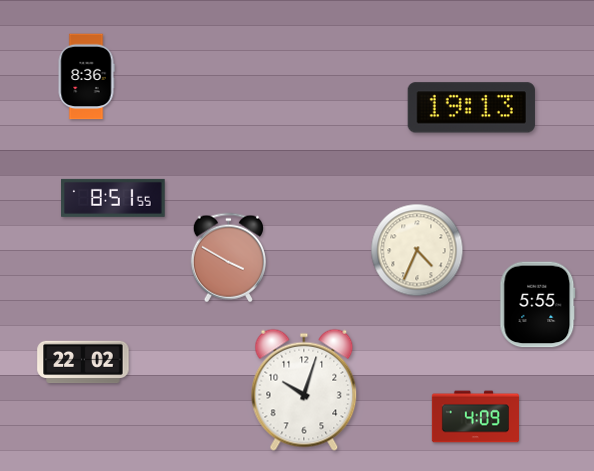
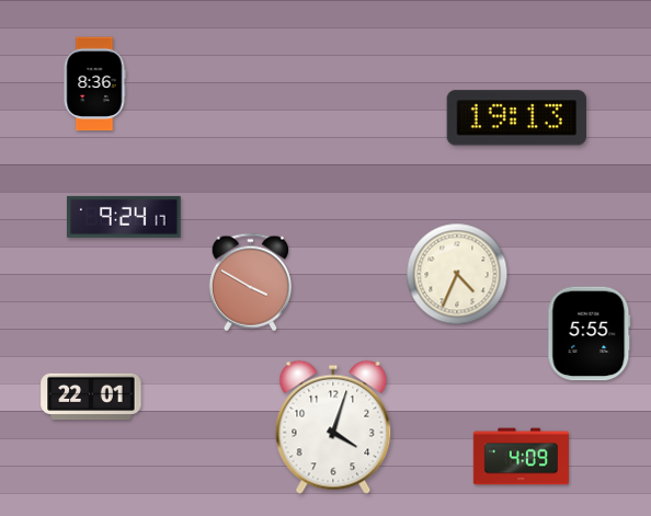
clock at (114, 198): 8:51 -> 9:24
clock at (83, 362): 22:02 -> 22:01
clock at (304, 390): 10:03 -> 4:03
